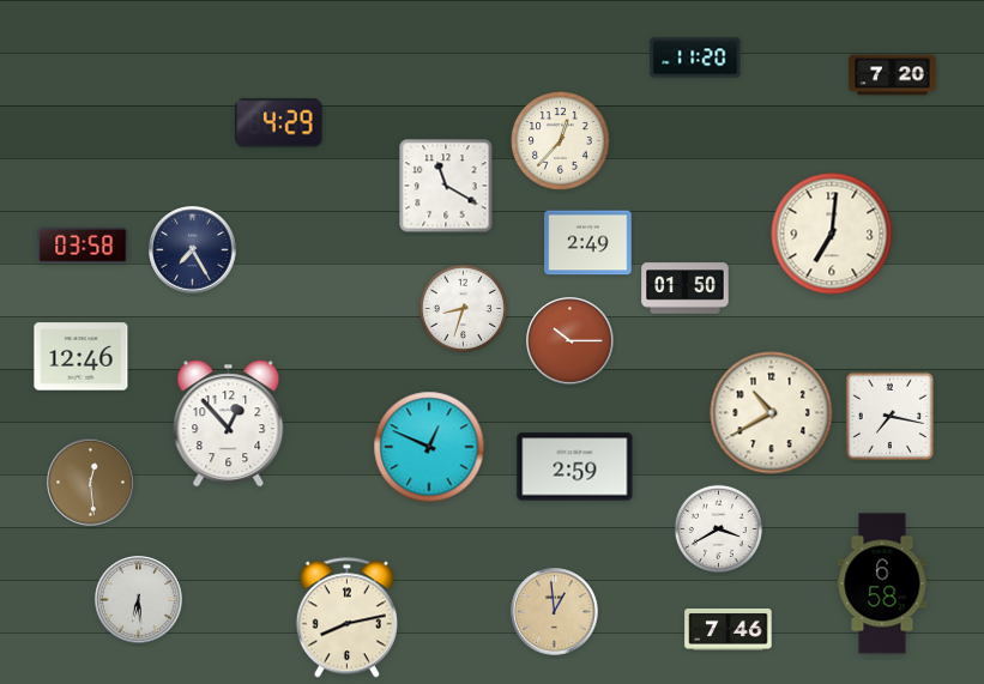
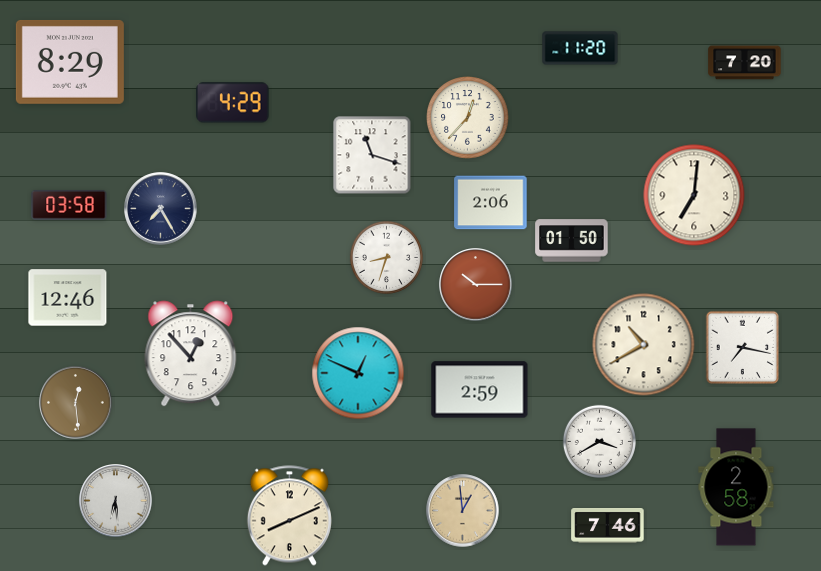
clock at (70, 62): none -> 8:29
clock at (446, 186): 11:20 -> 11:18
clock at (588, 243): 2:49 -> 2:06
clock at (882, 583): 6:58 -> 2:58
clock at (346, 618): 8:13 -> 8:11
